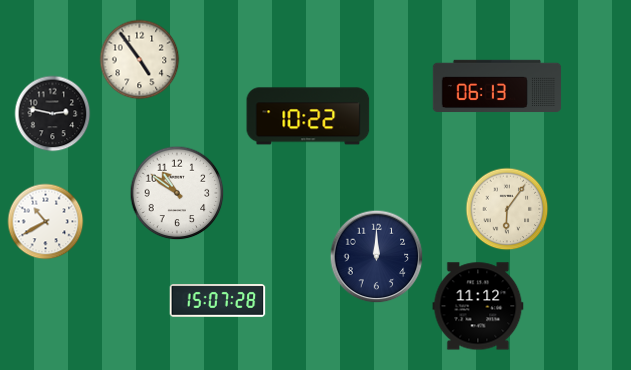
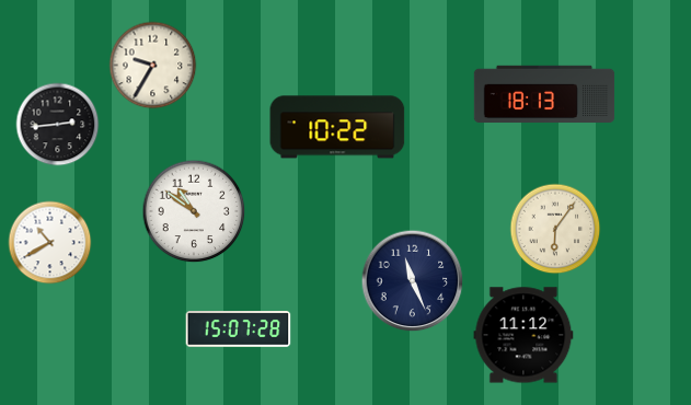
clock at (140, 60): 4:54 -> 9:35
clock at (497, 86): 06:13 -> 18:13
clock at (53, 114): 2:47 -> 2:44
clock at (377, 257): 12:00 -> 11:26
